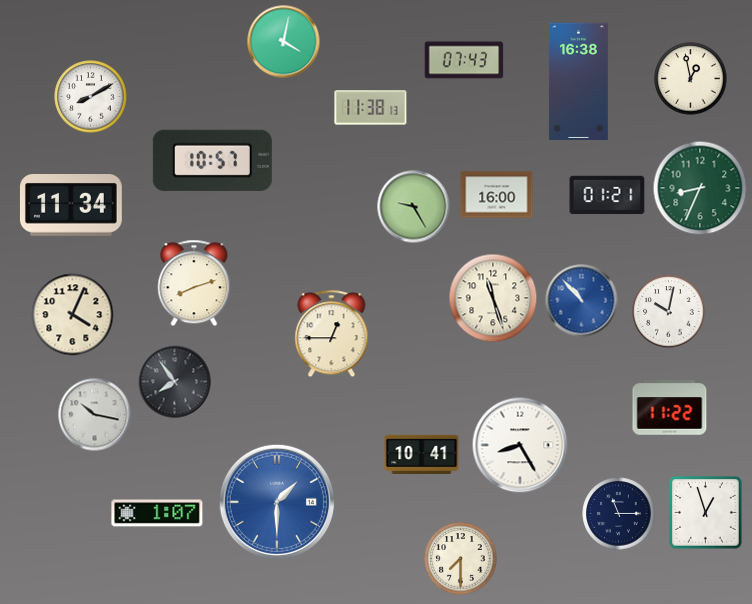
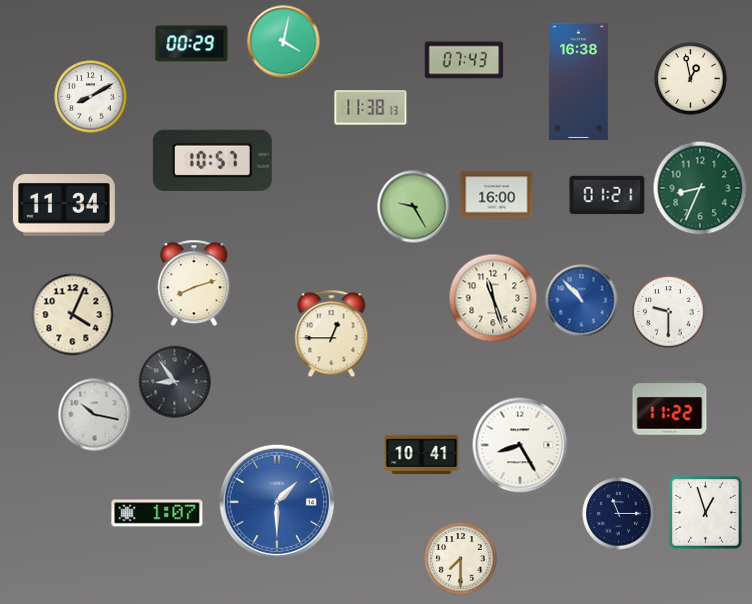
clock at (192, 44): none -> 00:29
clock at (71, 206) position: (71, 206) -> (64, 206)
clock at (669, 312): 10:02 -> 9:30
clock at (175, 382): 7:54 -> 8:54
